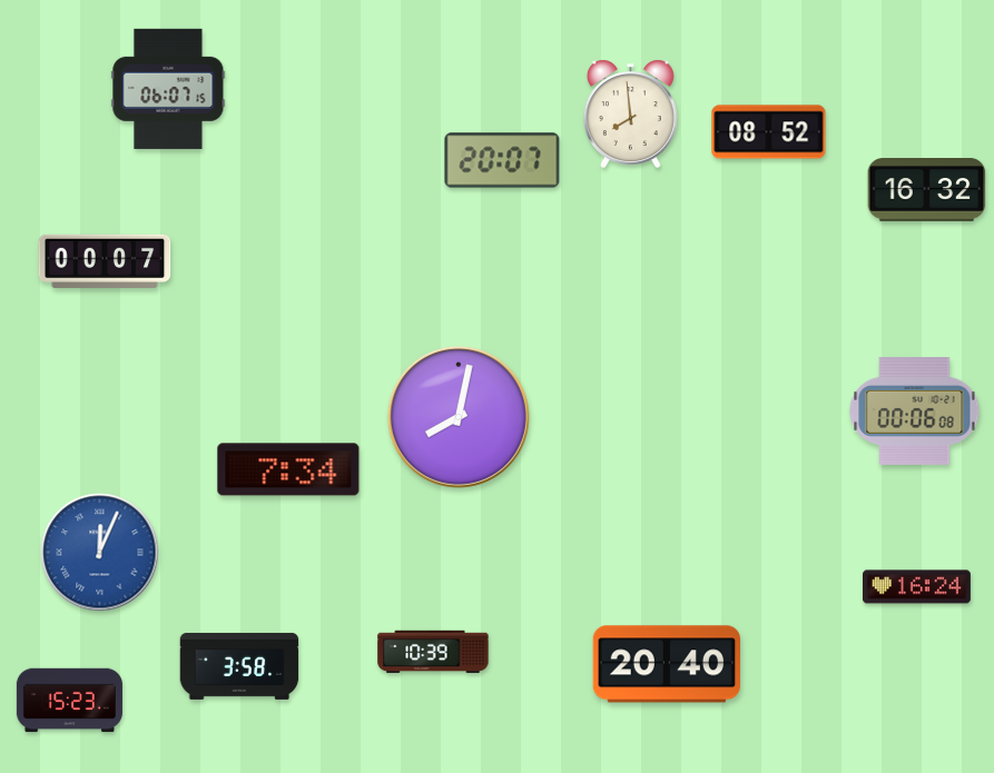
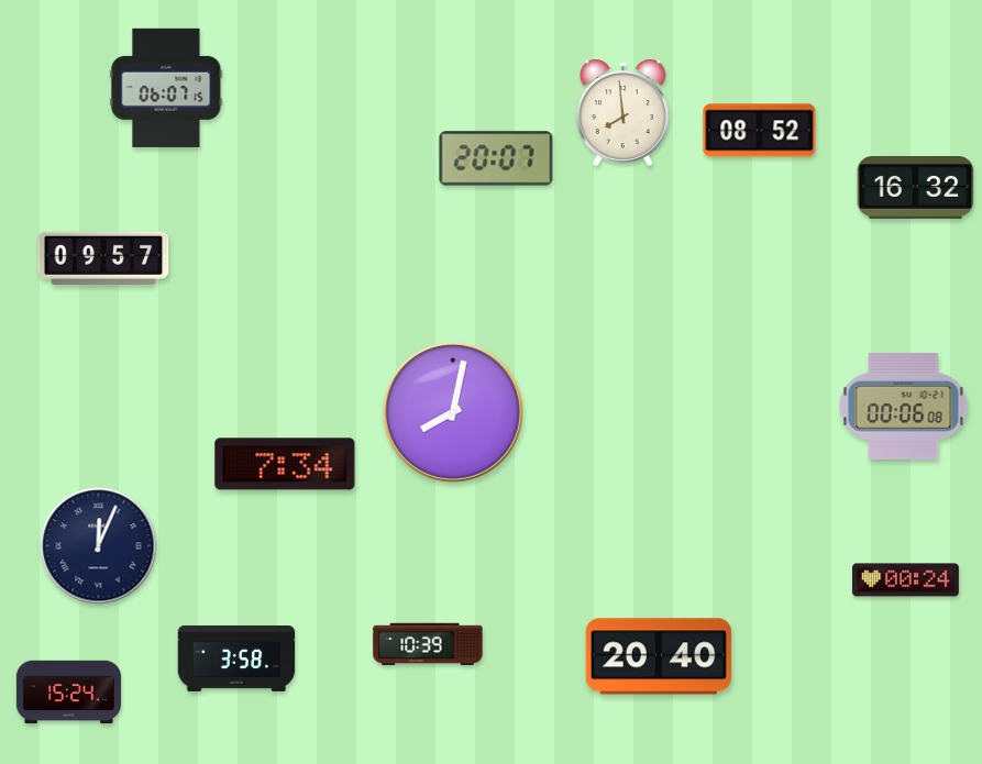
clock at (105, 261): 00:07 -> 09:57
clock at (100, 553) dial: blue -> navy
clock at (917, 587): 16:24 -> 00:24
clock at (69, 701): 15:23 -> 15:24
